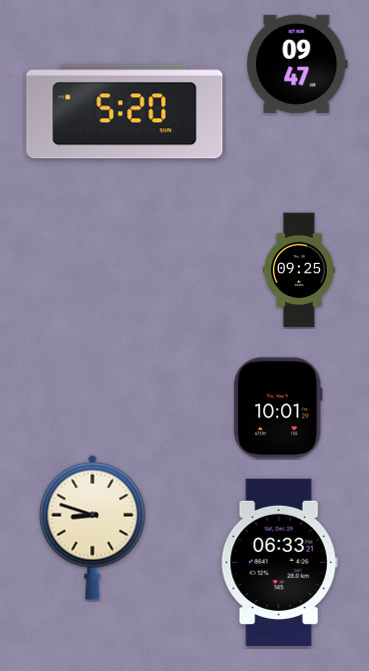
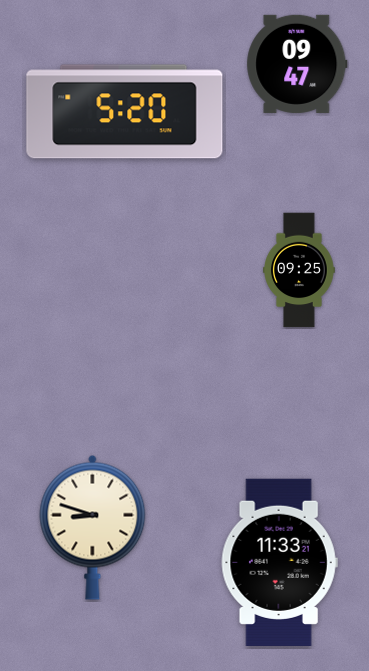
clock at (278, 408): 10:01 -> none
clock at (279, 562): 06:33 -> 11:33
